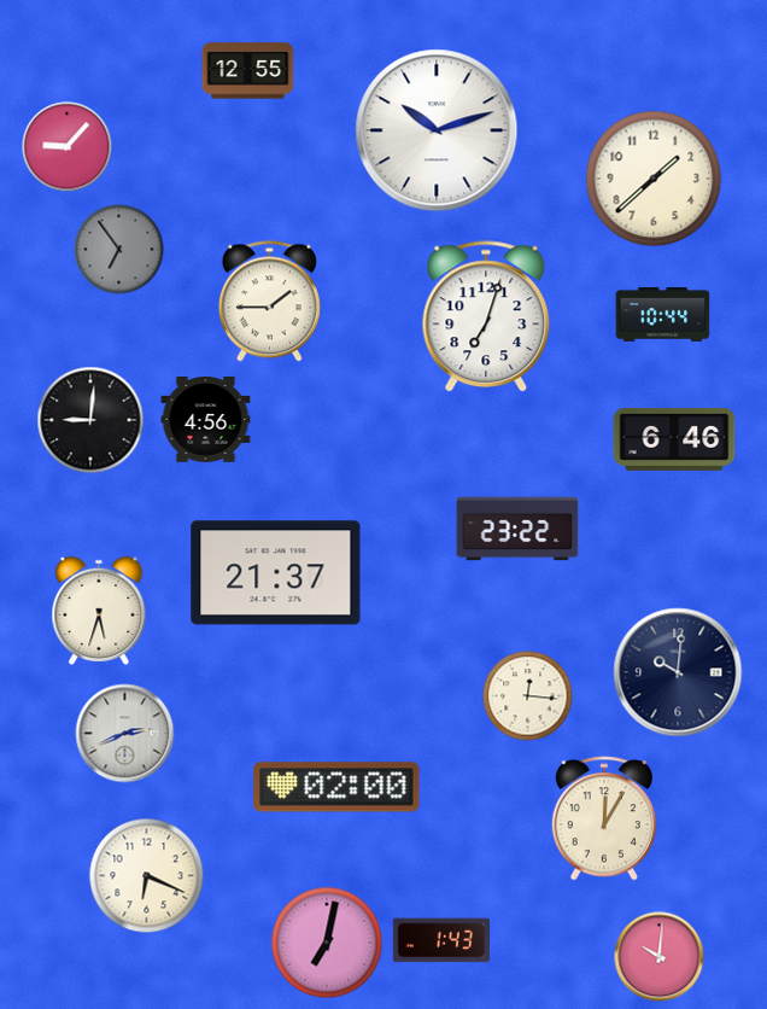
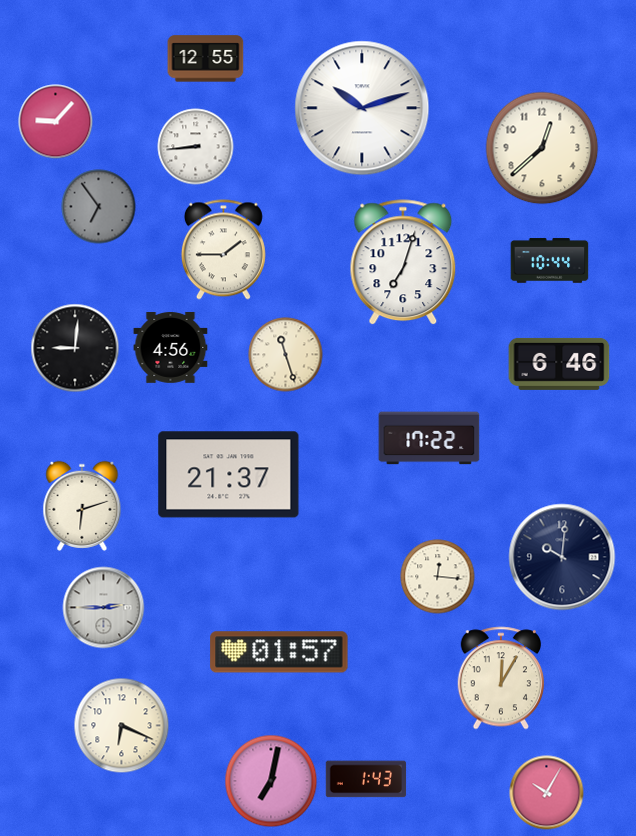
clock at (196, 147): none -> 8:44
clock at (654, 179): 1:38 -> 12:38
clock at (286, 355): none -> 11:27
clock at (517, 529): 23:22 -> 17:22
clock at (99, 611): 5:33 -> 6:12
clock at (125, 734): 2:41 -> 2:45
clock at (336, 787): 02:00 -> 01:57
clock at (660, 957): 10:01 -> 10:05
